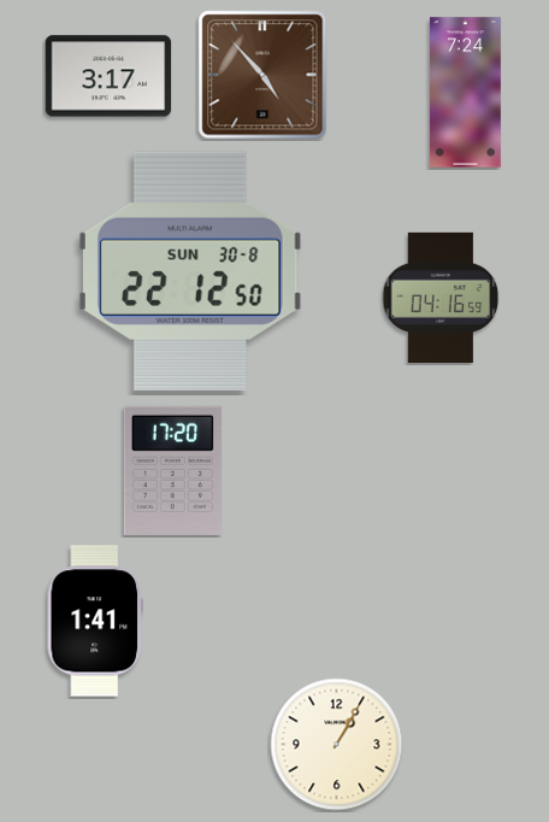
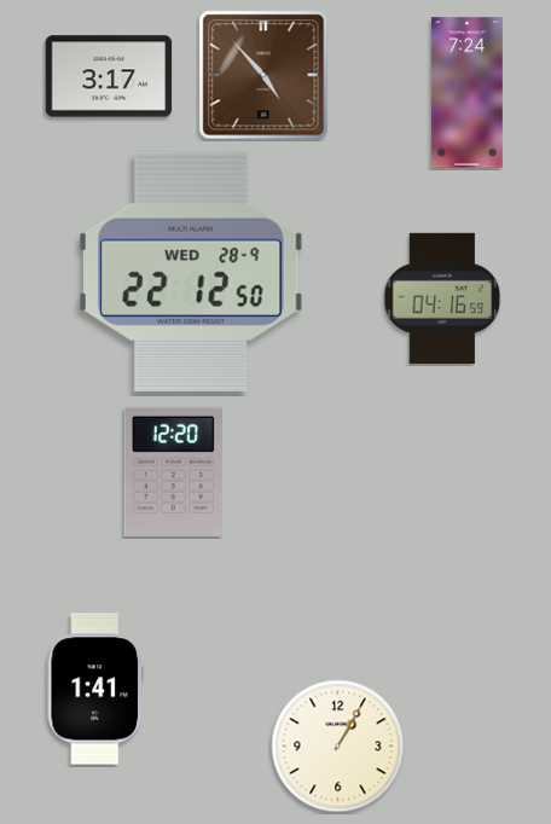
clock at (190, 271) date: SUN 30-8 -> WED 28-9
clock at (172, 470): 17:20 -> 12:20
clock at (95, 621) position: (95, 621) -> (95, 689)
